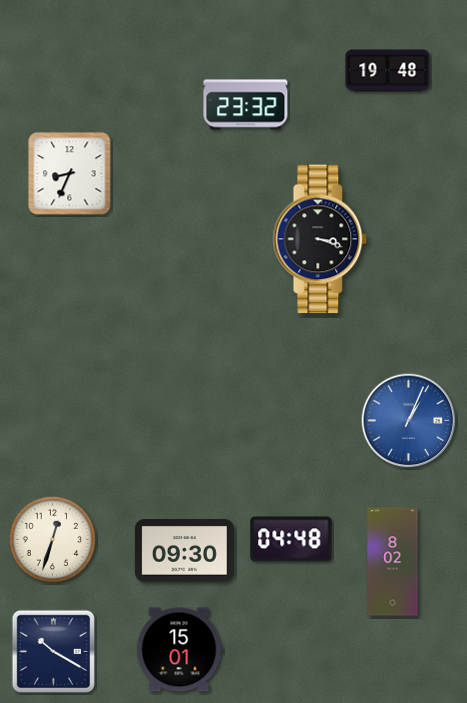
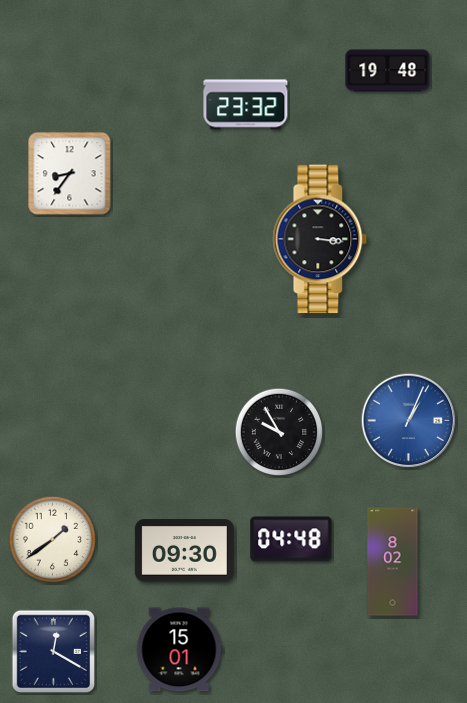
clock at (70, 174): 8:34 -> 8:36
clock at (320, 239): 3:18 -> 3:16
clock at (279, 432): none -> 9:55
clock at (53, 540): 12:33 -> 1:39
clock at (54, 652): 10:20 -> 12:20
